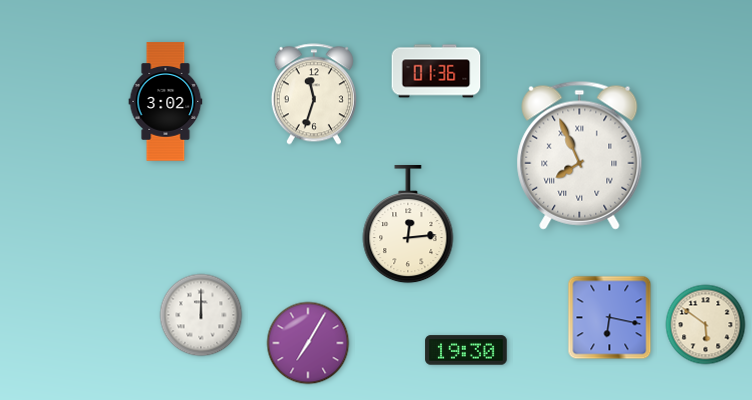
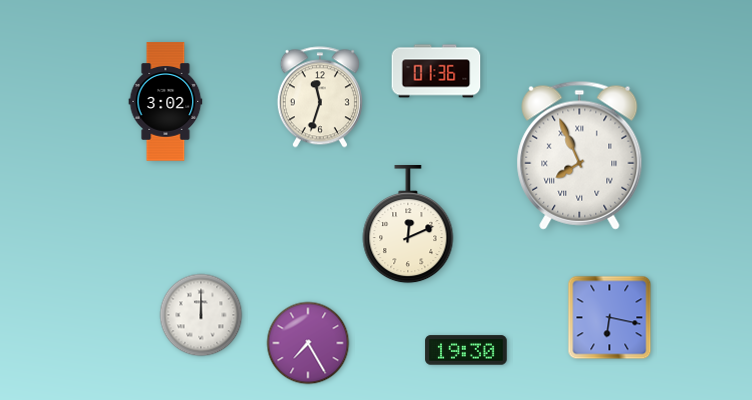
clock at (314, 94) position: (314, 94) -> (320, 97)
clock at (408, 224): 12:14 -> 12:11
clock at (706, 325): 5:51 -> none
clock at (308, 343): 7:05 -> 7:25
